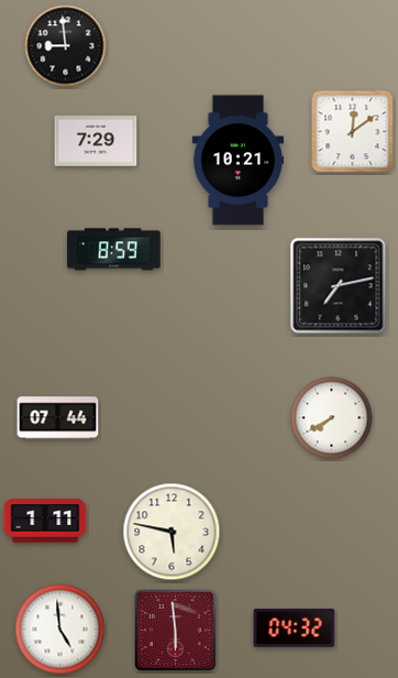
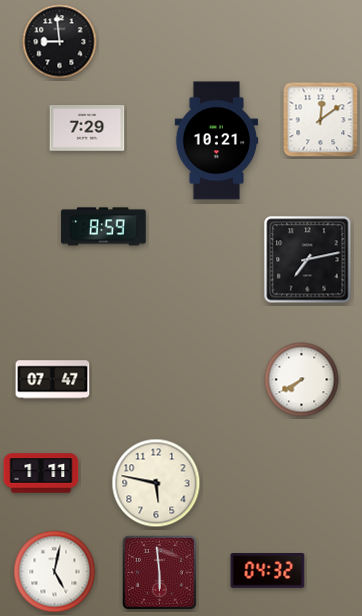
clock at (239, 161) position: (239, 161) -> (217, 141)
clock at (58, 418): 07:44 -> 07:47
clock at (60, 630): 4:59 -> 5:02
